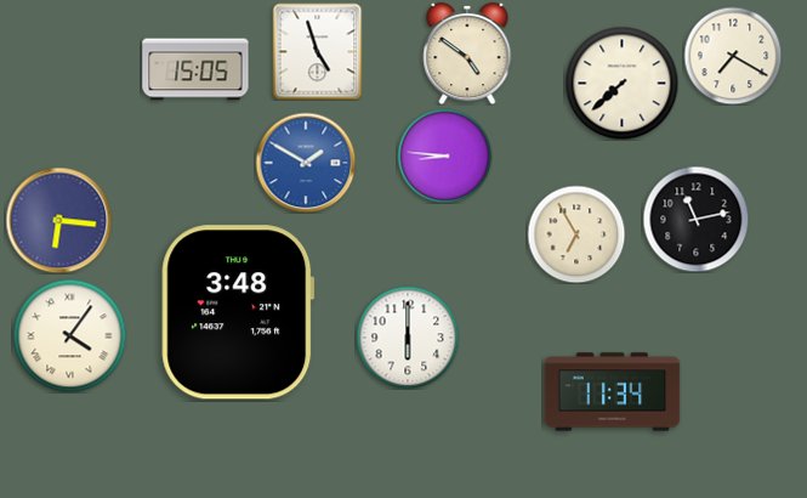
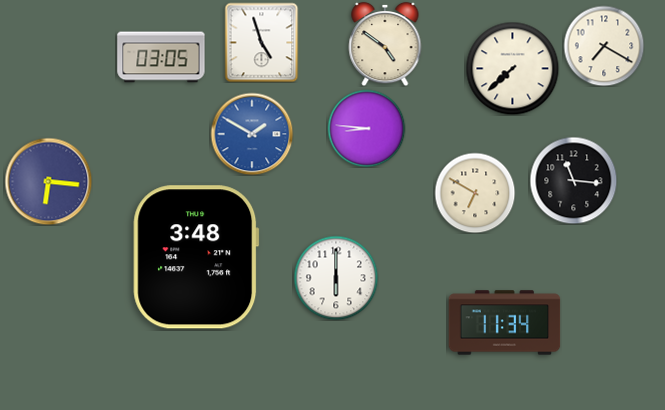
clock at (195, 69): 15:05 -> 03:05
clock at (695, 219): 11:13 -> 11:16
clock at (576, 234): 6:55 -> 6:50
clock at (69, 335): 4:06 -> none
